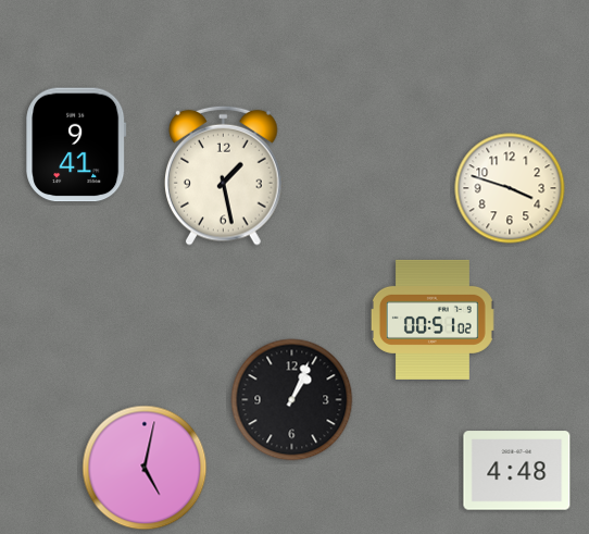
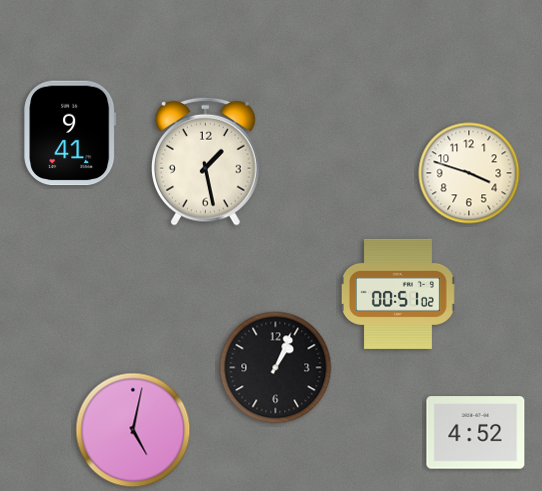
clock at (292, 400) position: (292, 400) -> (276, 368)
clock at (517, 471): 4:48 -> 4:52
